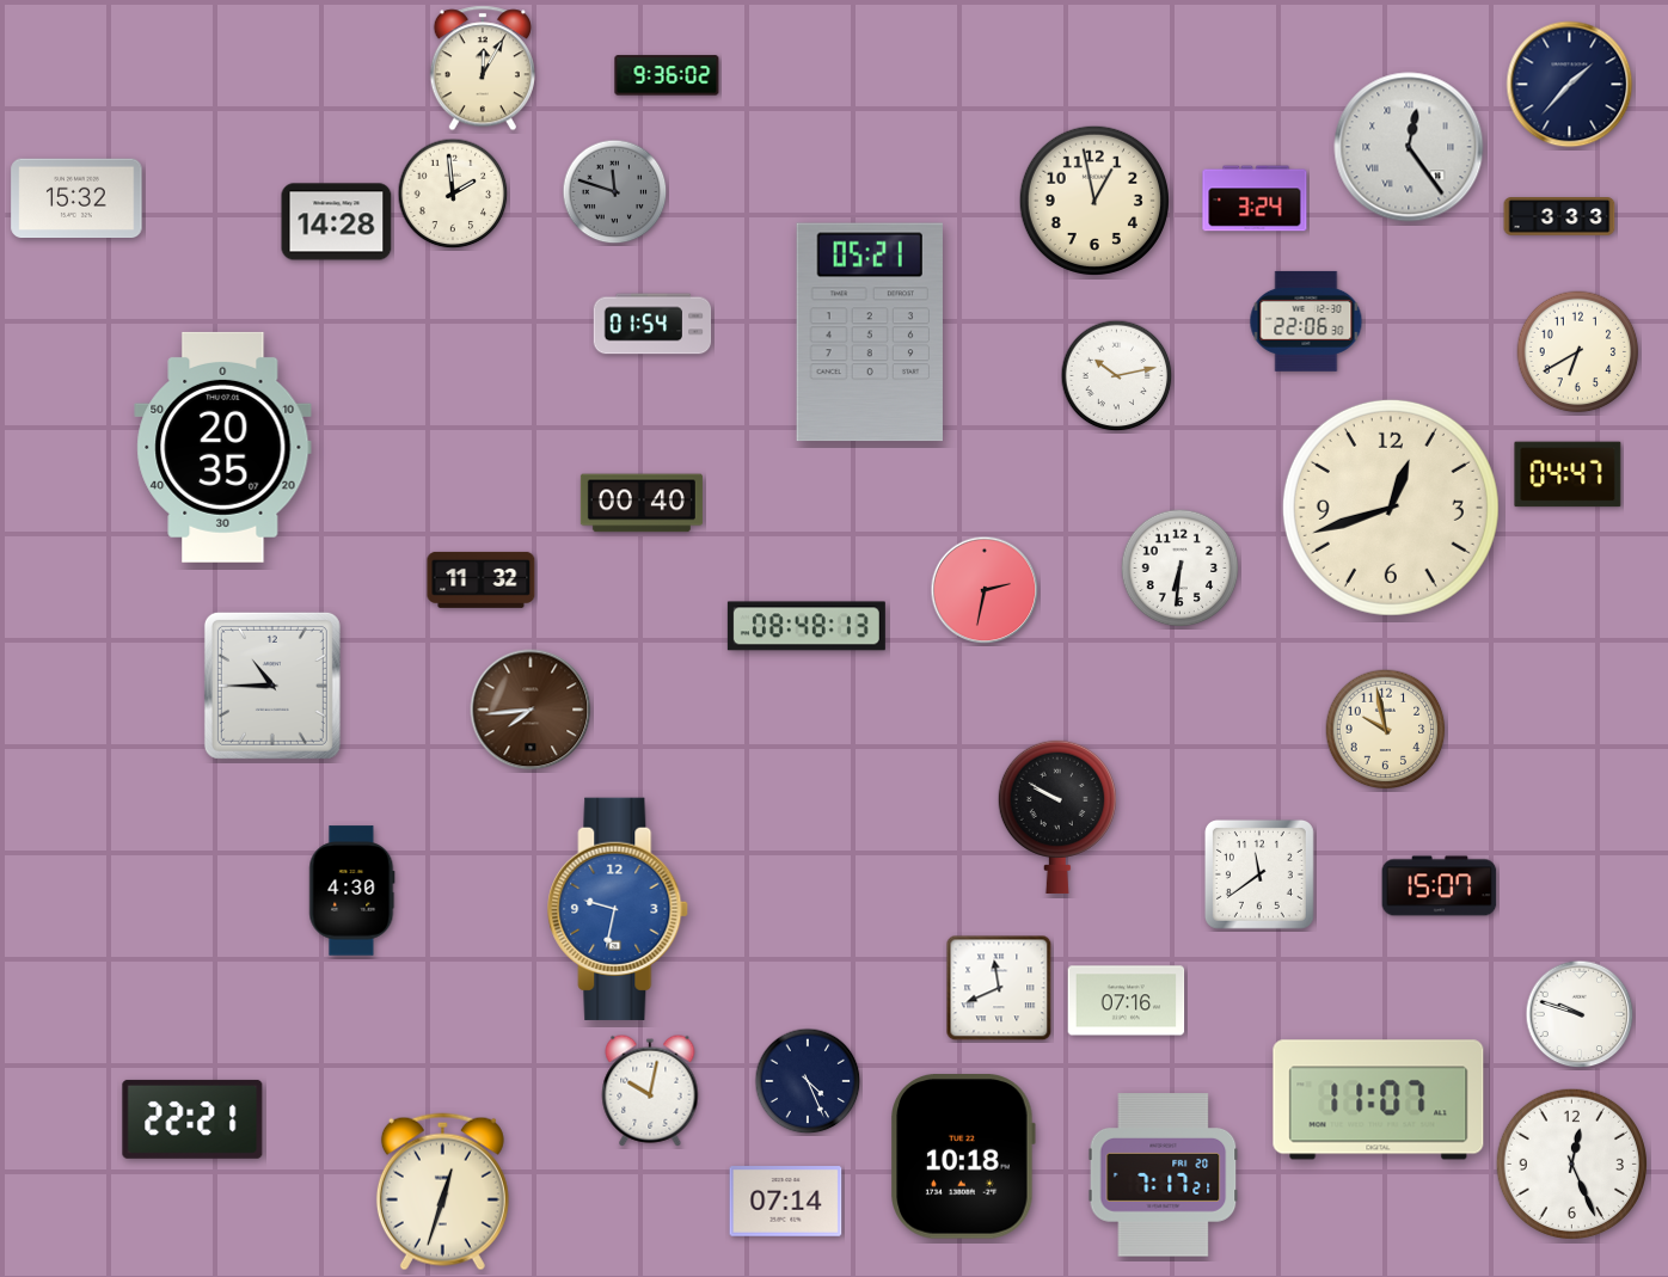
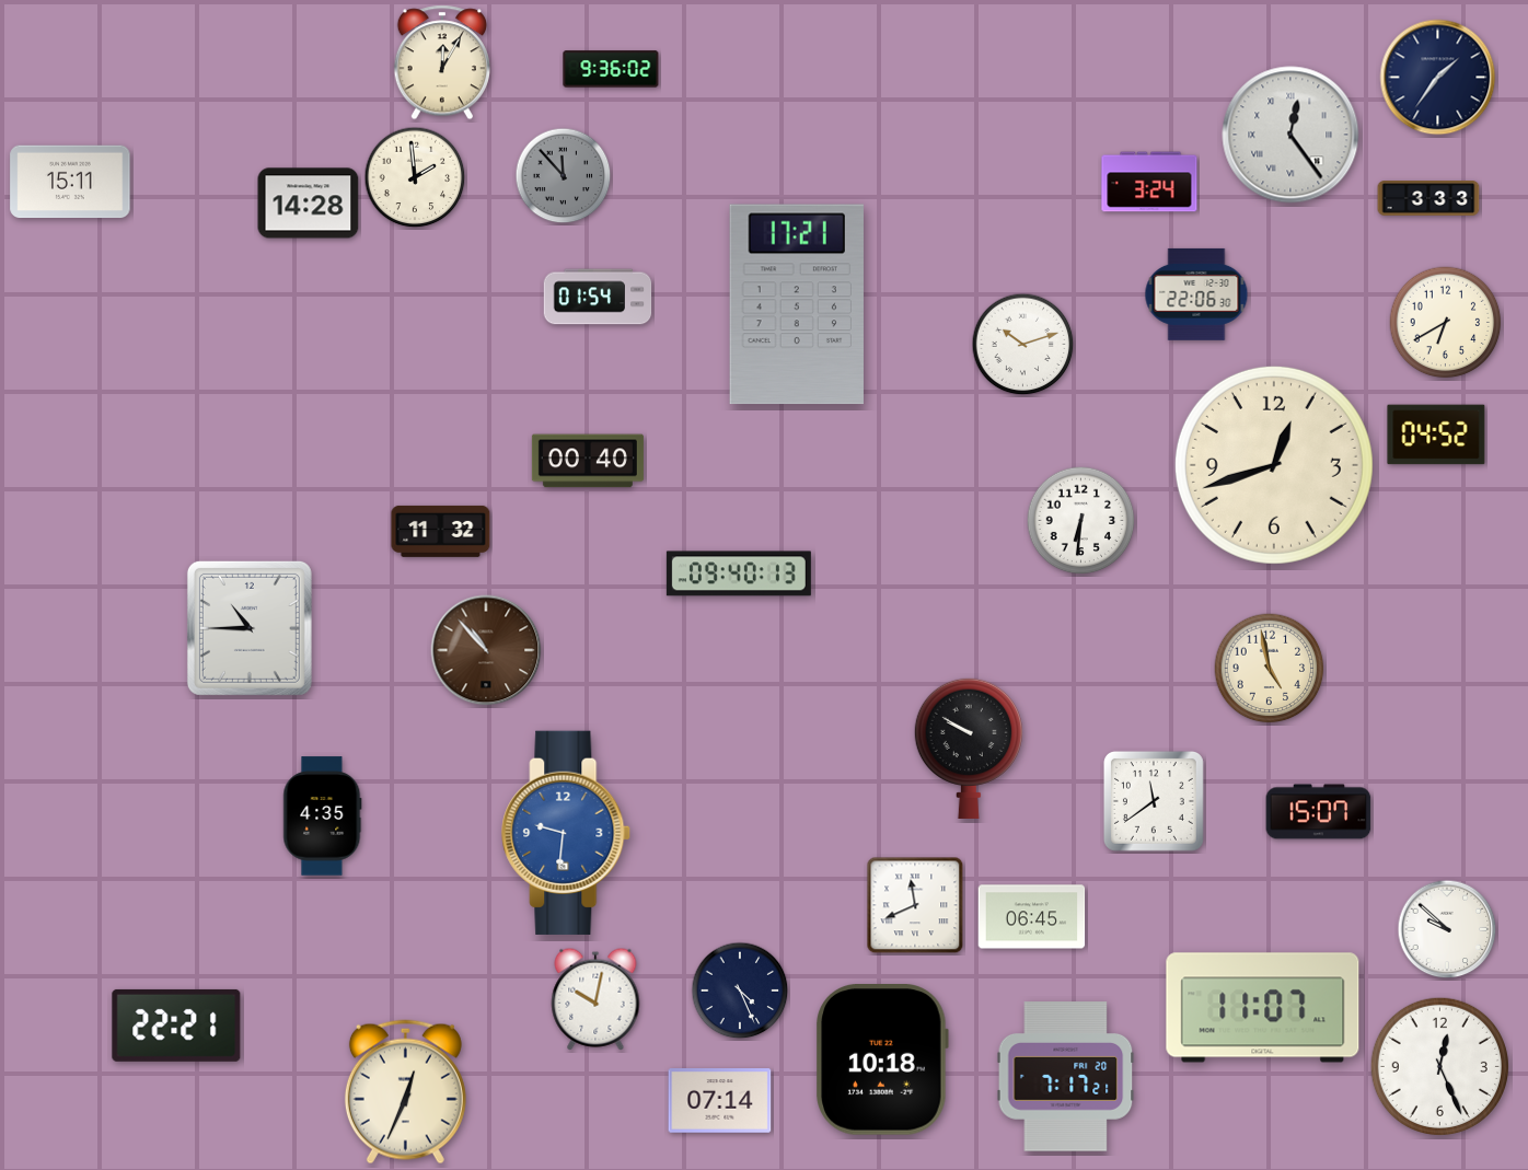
clock at (1570, 85): 1:37 -> 1:36
clock at (615, 192): 11:48 -> 11:53
clock at (76, 198): 15:32 -> 15:11
clock at (1094, 201): 12:58 -> none
clock at (870, 332): 05:21 -> 17:21
clock at (1117, 376): 10:13 -> 10:12
clock at (223, 447): 20:35 -> none
clock at (1568, 474): 04:47 -> 04:52
clock at (985, 590): 2:32 -> none
clock at (807, 626): 08:48 -> 09:40
clock at (531, 710): 7:44 -> 10:53
clock at (1386, 730): 9:58 -> 4:58
clock at (352, 891): 4:30 -> 4:35
clock at (619, 909): 9:32 -> 9:31
clock at (1127, 1001): 07:16 -> 06:45
clock at (1580, 1014): 9:48 -> 9:52
clock at (442, 1192): 12:33 -> 12:34
